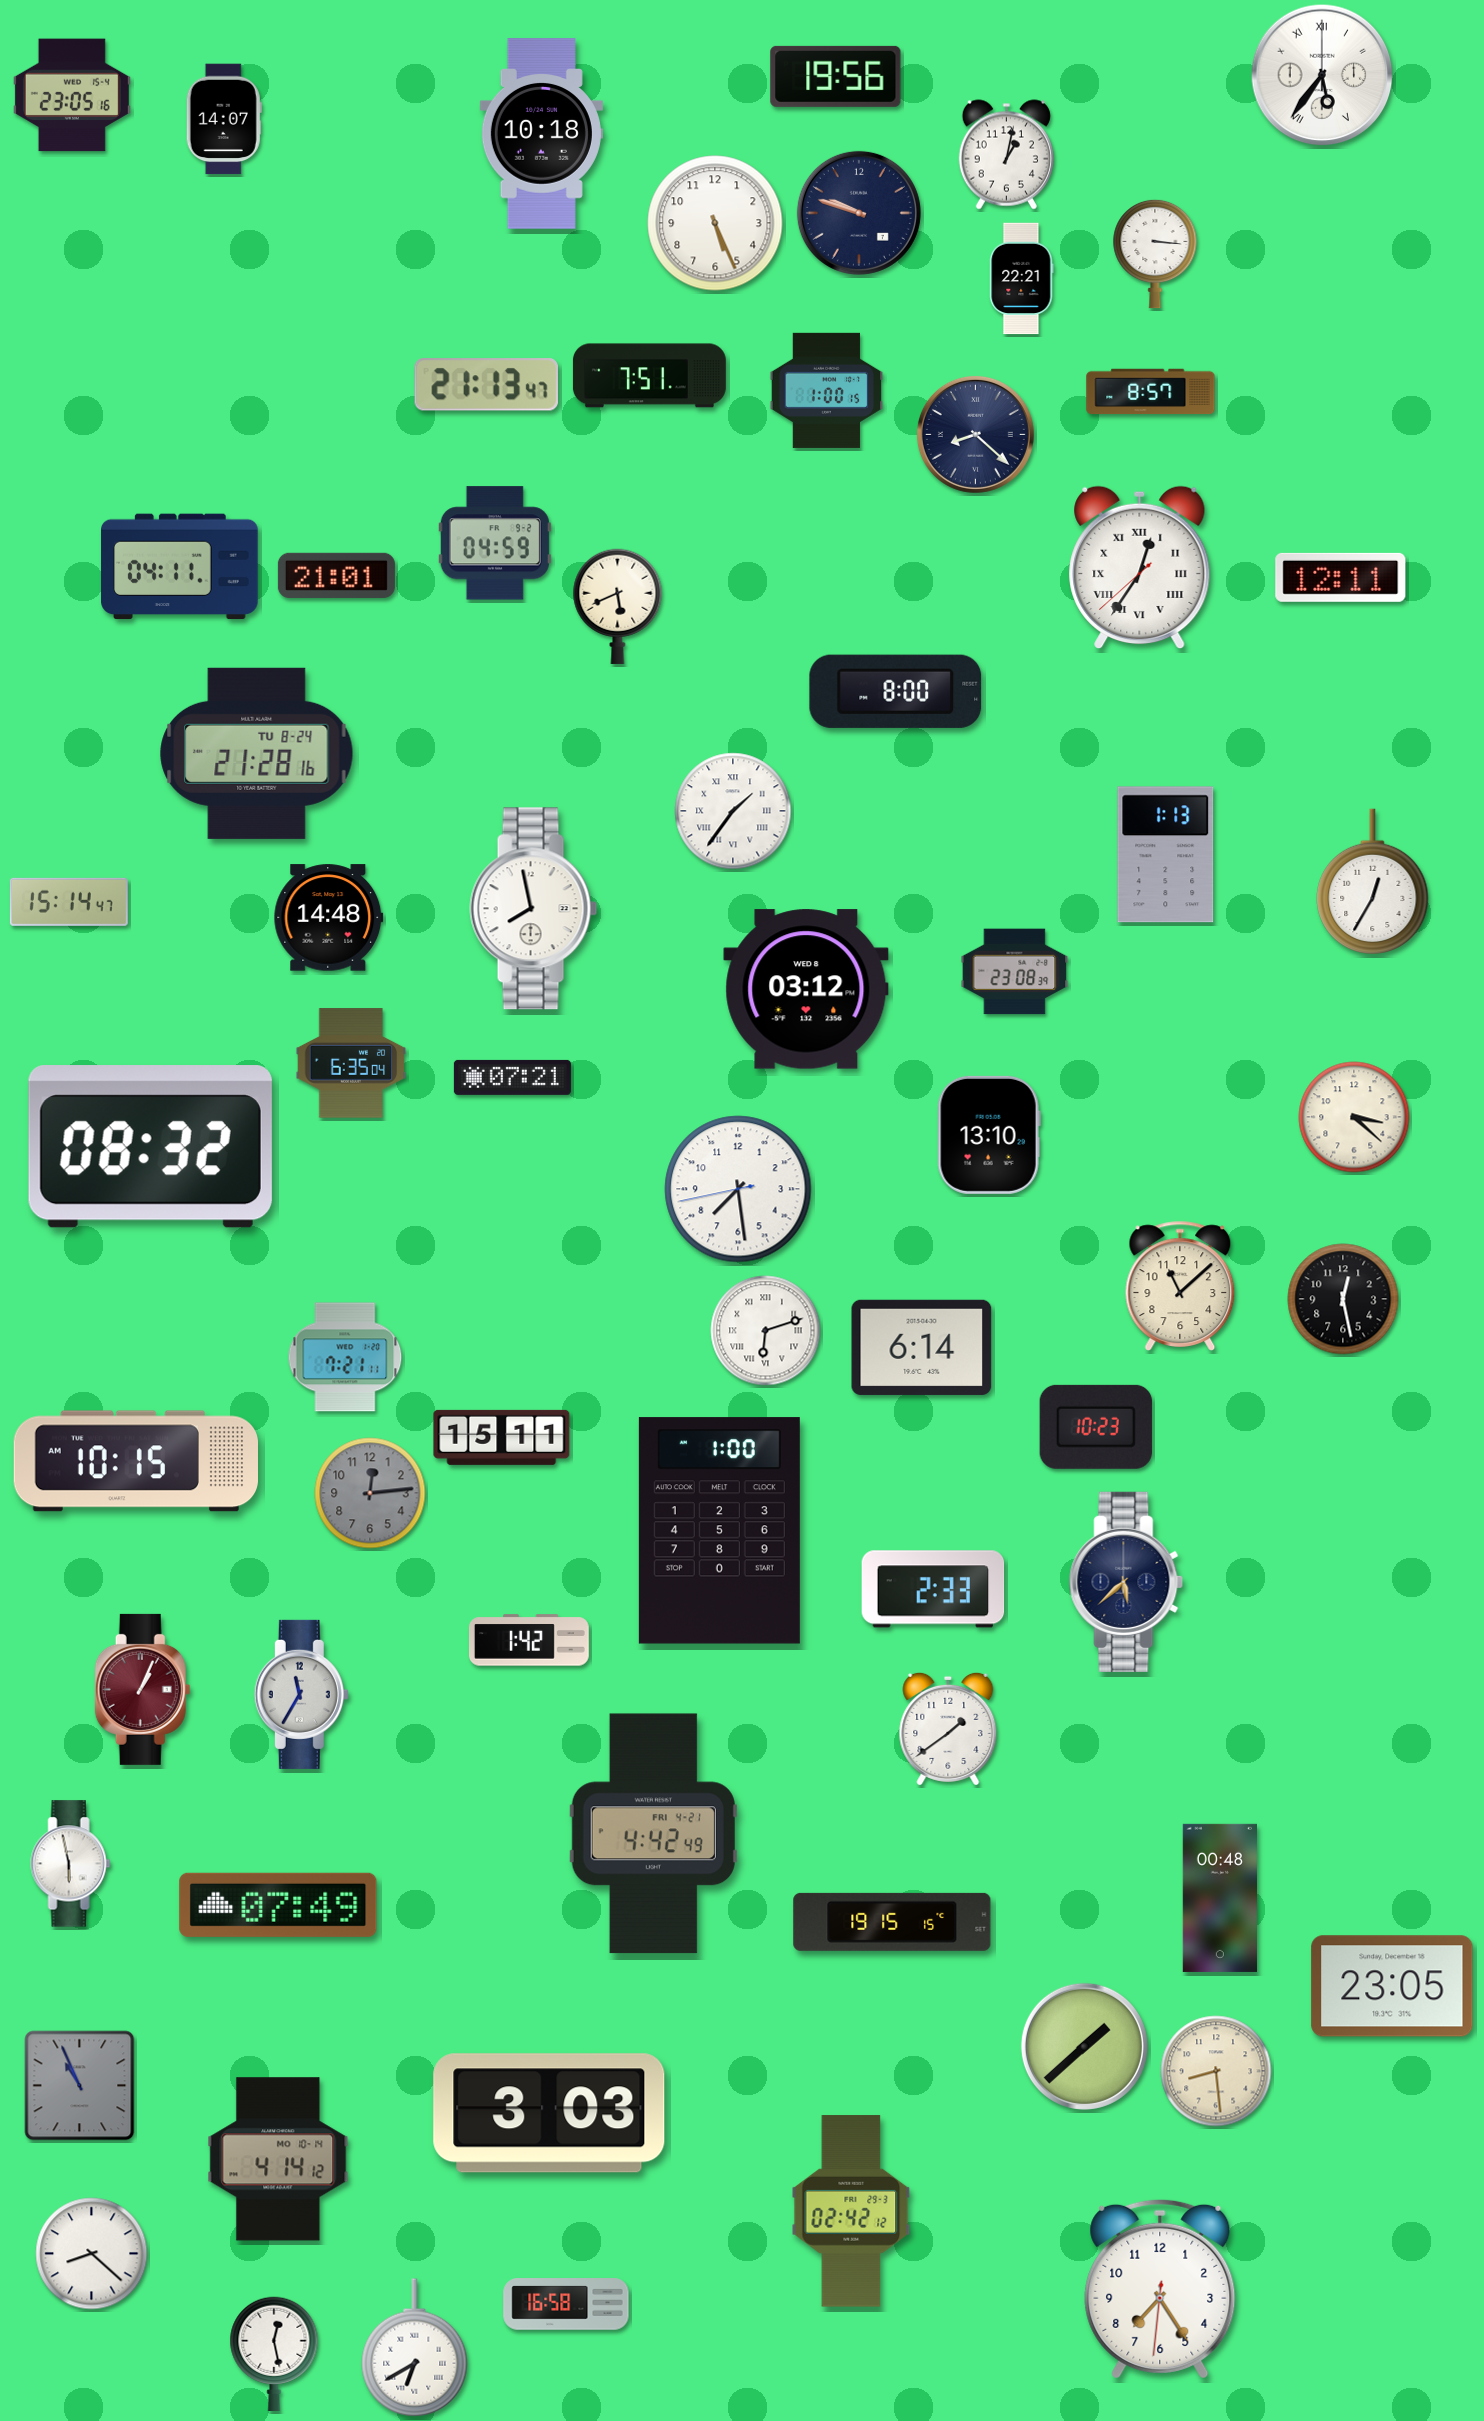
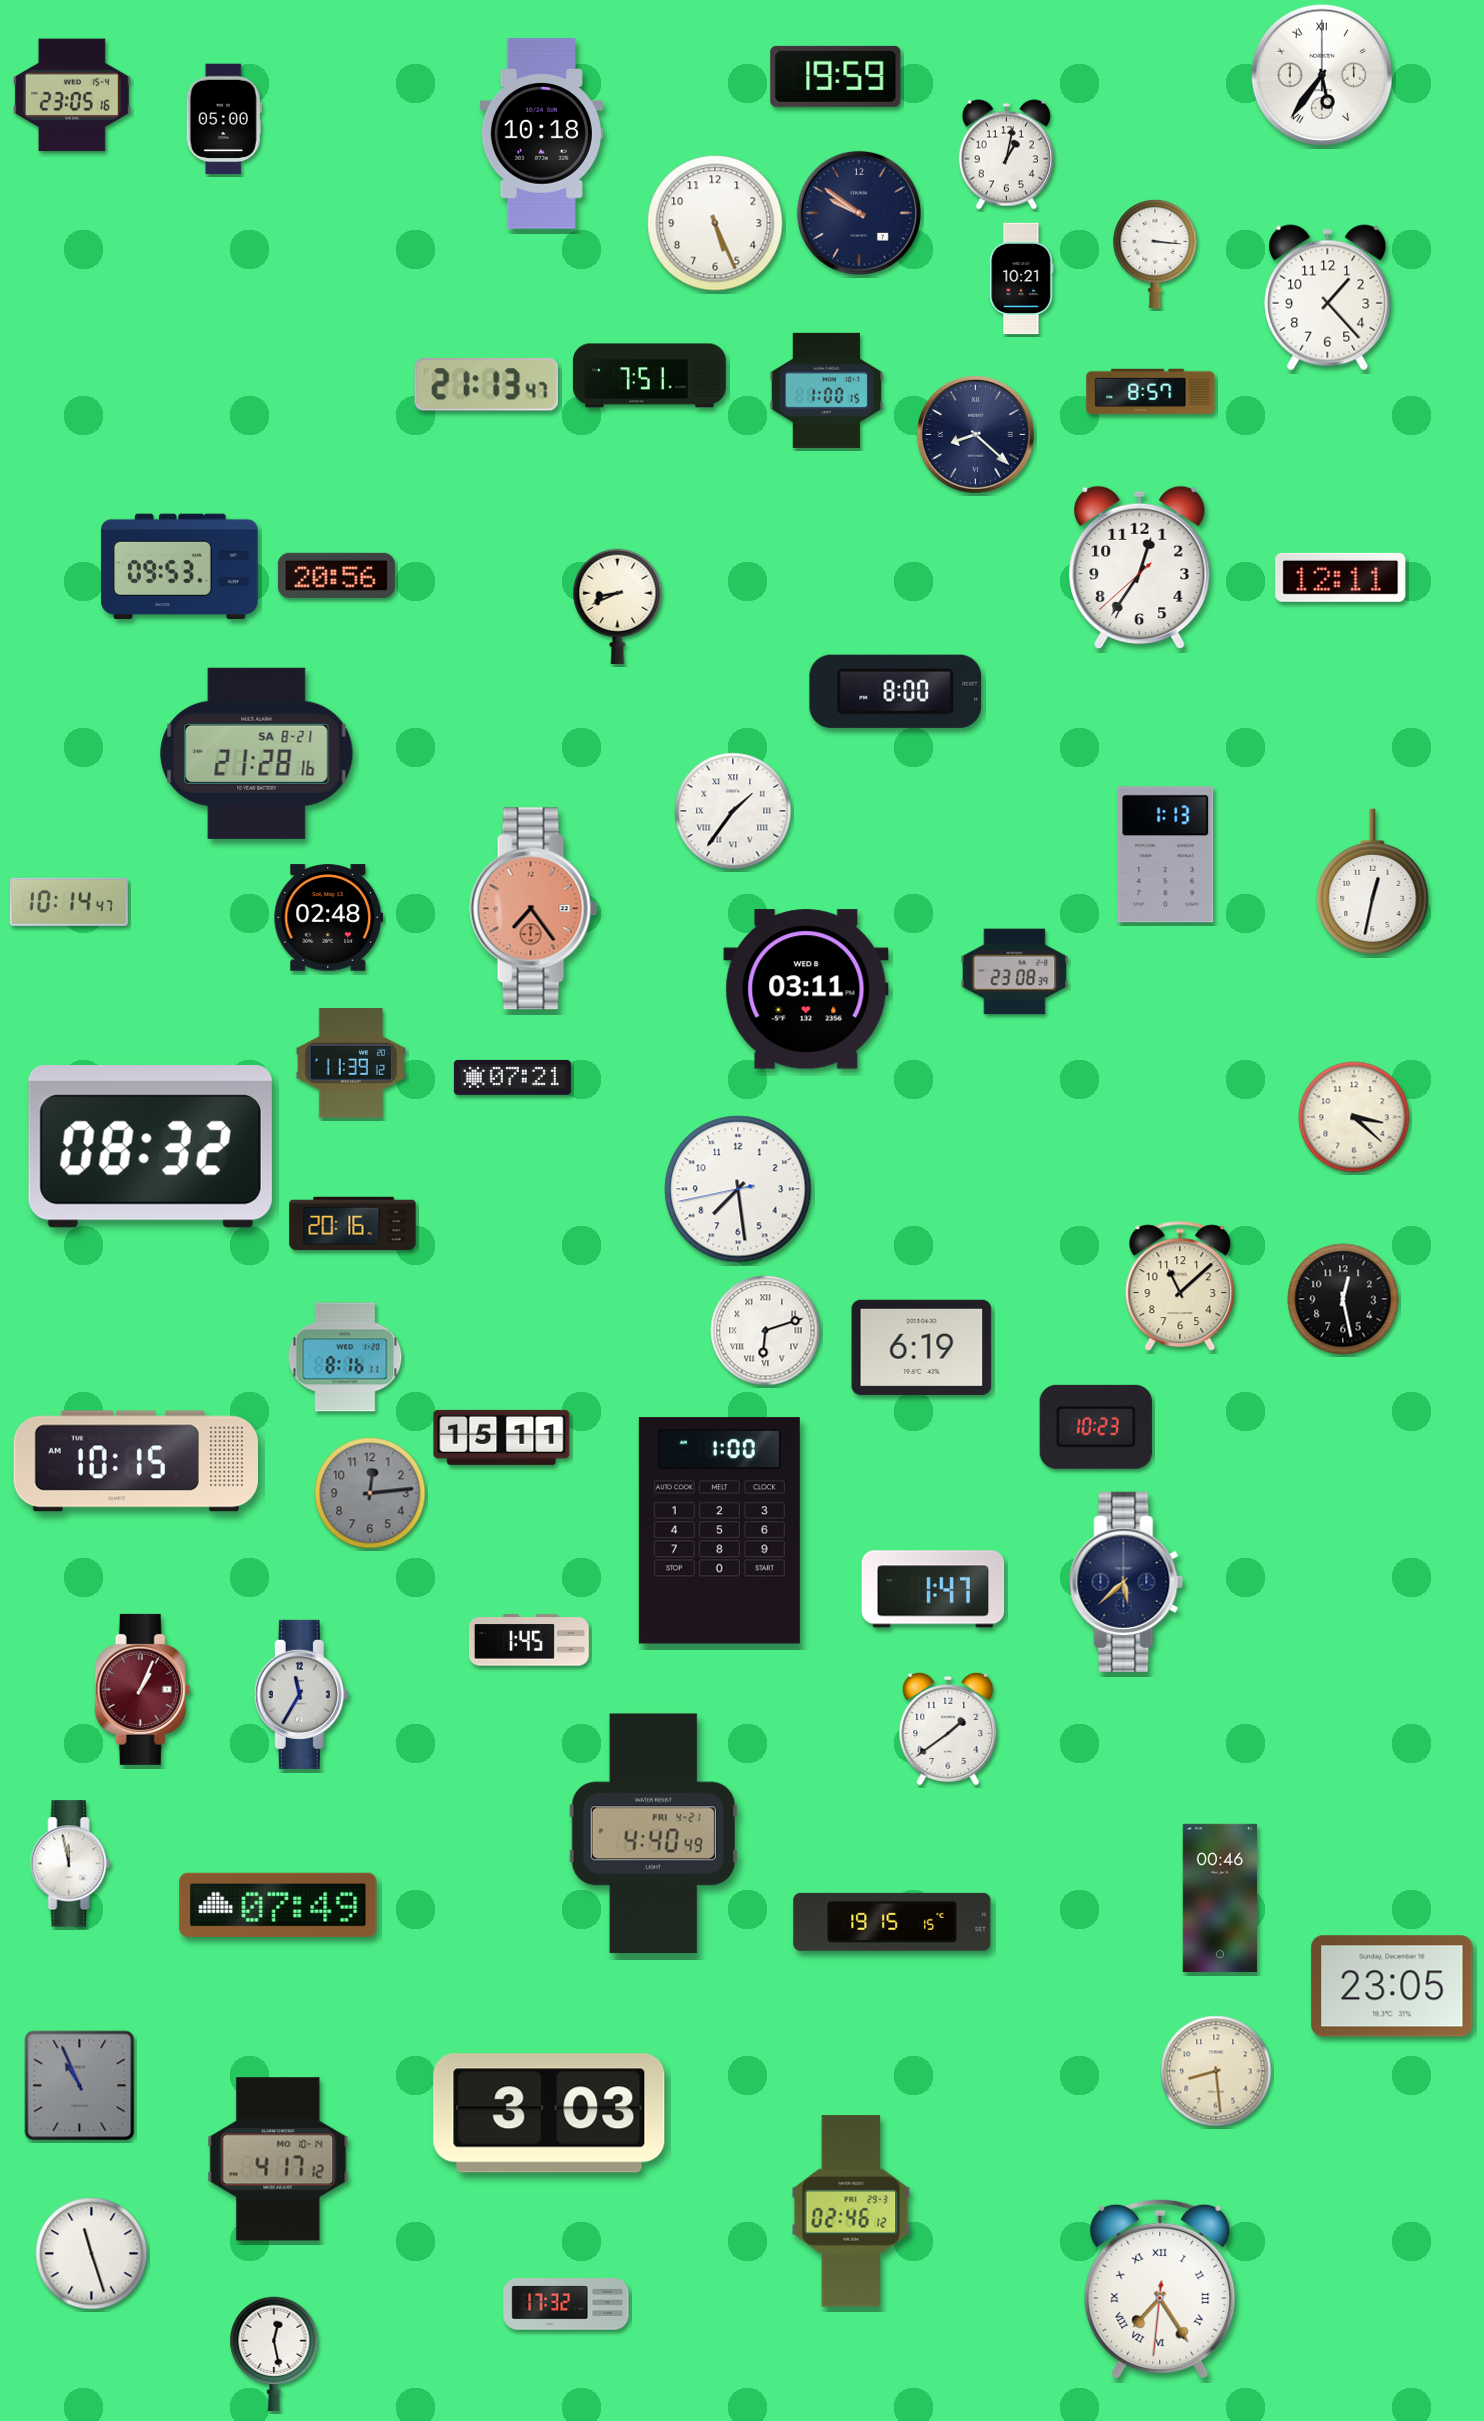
clock at (836, 76): 19:56 -> 19:59
clock at (224, 119): 14:07 -> 05:00
clock at (859, 213): 9:48 -> 9:51
clock at (1021, 279): 22:21 -> 10:21
clock at (1328, 298): none -> 1:23
clock at (495, 543): 04:59 -> none
clock at (180, 567): 04:11 -> 09:53
clock at (1140, 568) numerals: Roman -> Arabic
clock at (336, 575): 21:01 -> 20:56
clock at (618, 606): 5:41 -> 8:41
clock at (257, 753) date: TU 8-24 -> SA 8-21
clock at (1373, 882): 12:35 -> 12:32
clock at (69, 902): 15:14 -> 10:14
clock at (534, 909): 7:58 -> 7:24
clock at (534, 909) dial: white -> salmon
clock at (329, 918): 14:48 -> 02:48
clock at (806, 989): 03:12 -> 03:11
clock at (351, 1063): 6:35 -> 11:39
clock at (989, 1135): 13:10 -> none
clock at (353, 1224): none -> 20:16
clock at (922, 1347): 6:14 -> 6:19
clock at (345, 1357): 7:21 -> 8:16
clock at (933, 1589): 2:33 -> 1:47
clock at (529, 1640): 1:42 -> 1:45
clock at (653, 1834): 4:42 -> 4:40
clock at (71, 1864): 5:58 -> 11:58
clock at (1220, 1898): 00:48 -> 00:46
clock at (1084, 2046): 1:38 -> none
clock at (278, 2159): 4:14 -> 4:17
clock at (851, 2211): 02:42 -> 02:46
clock at (92, 2254): 8:22 -> 11:27
clock at (1160, 2289) numerals: Arabic -> Roman
clock at (566, 2304): 16:58 -> 17:32
clock at (415, 2348): 6:40 -> none
